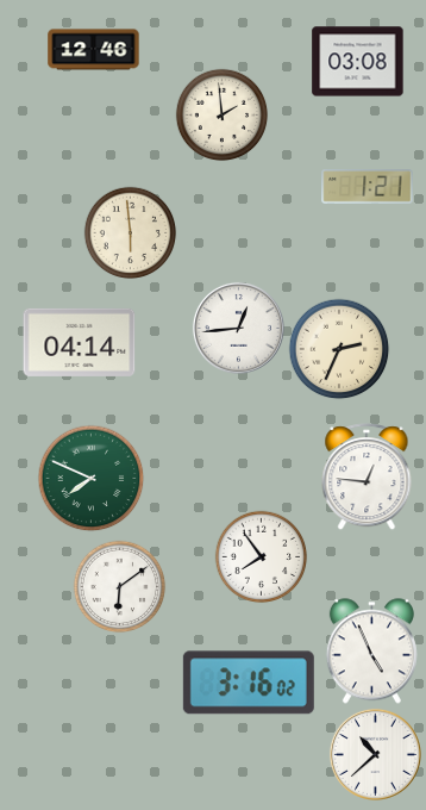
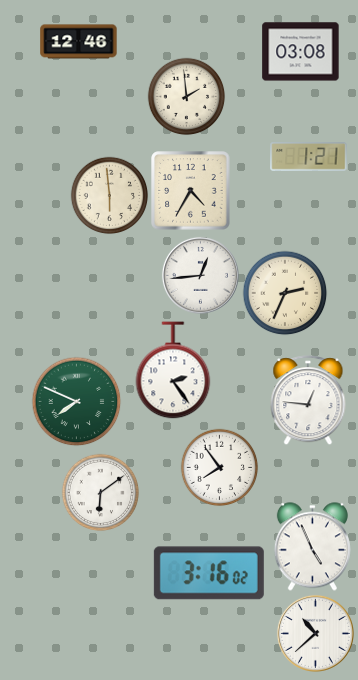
clock at (191, 191): none -> 4:35
clock at (80, 342): 04:14 -> none
clock at (173, 370): none -> 2:24
